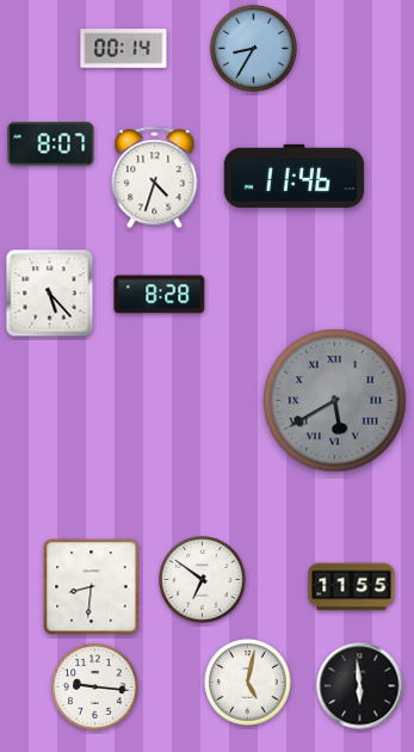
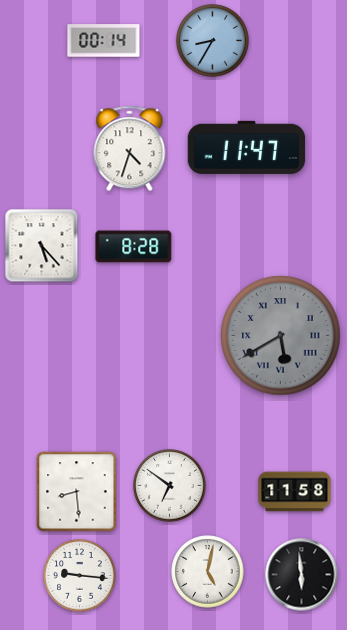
clock at (51, 144): 8:07 -> none
clock at (295, 175): 11:46 -> 11:47
clock at (92, 587): 8:31 -> 8:29
clock at (352, 587): 11:55 -> 11:58
